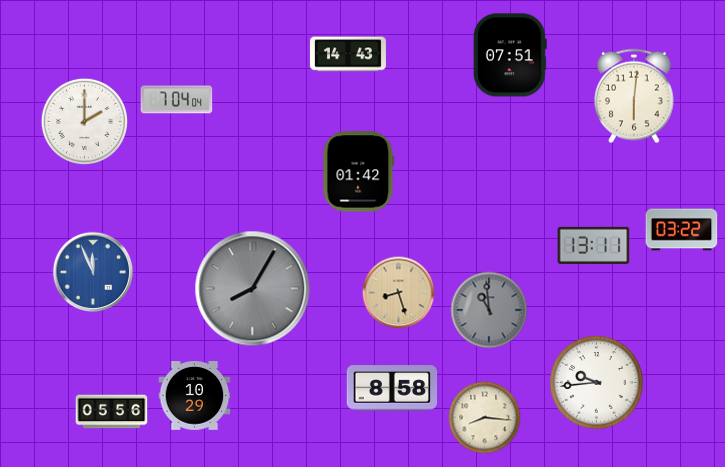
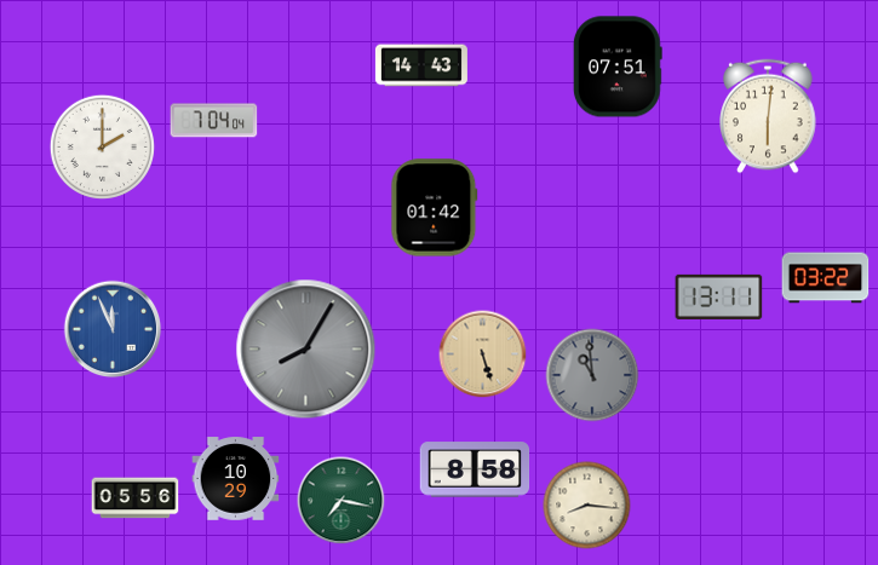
clock at (399, 293): 8:27 -> 5:27
clock at (597, 383): 9:44 -> none
clock at (342, 501): none -> 7:17
